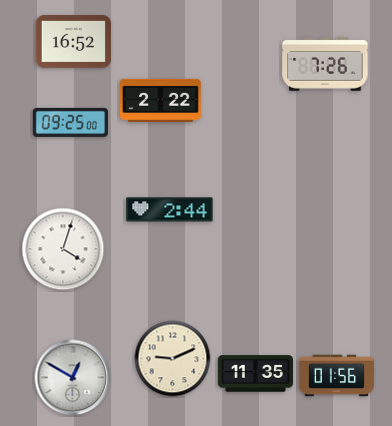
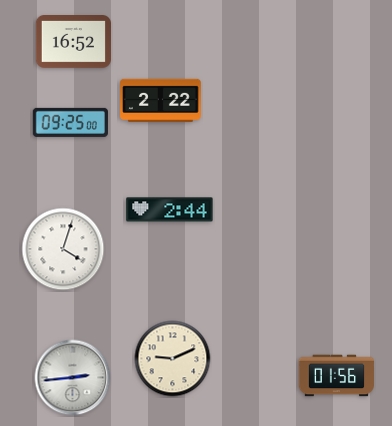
clock at (325, 64): 7:26 -> none
clock at (255, 374): 11:35 -> none
clock at (73, 378): 12:50 -> 2:44
